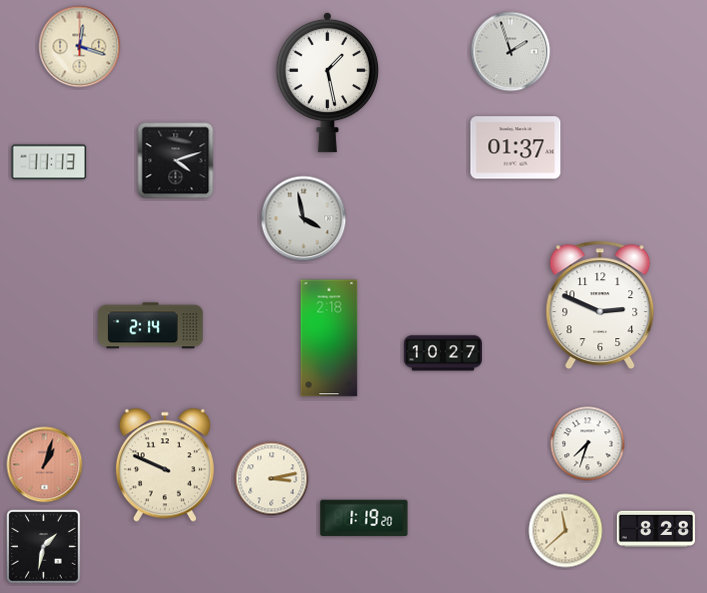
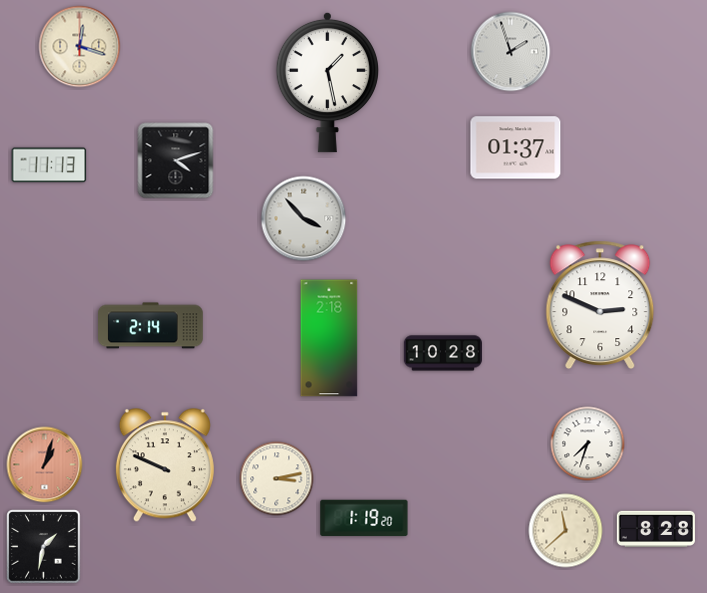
clock at (49, 162) position: (49, 162) -> (49, 165)
clock at (304, 219): 3:58 -> 3:53
clock at (443, 353): 10:27 -> 10:28
clock at (272, 479) position: (272, 479) -> (277, 479)
